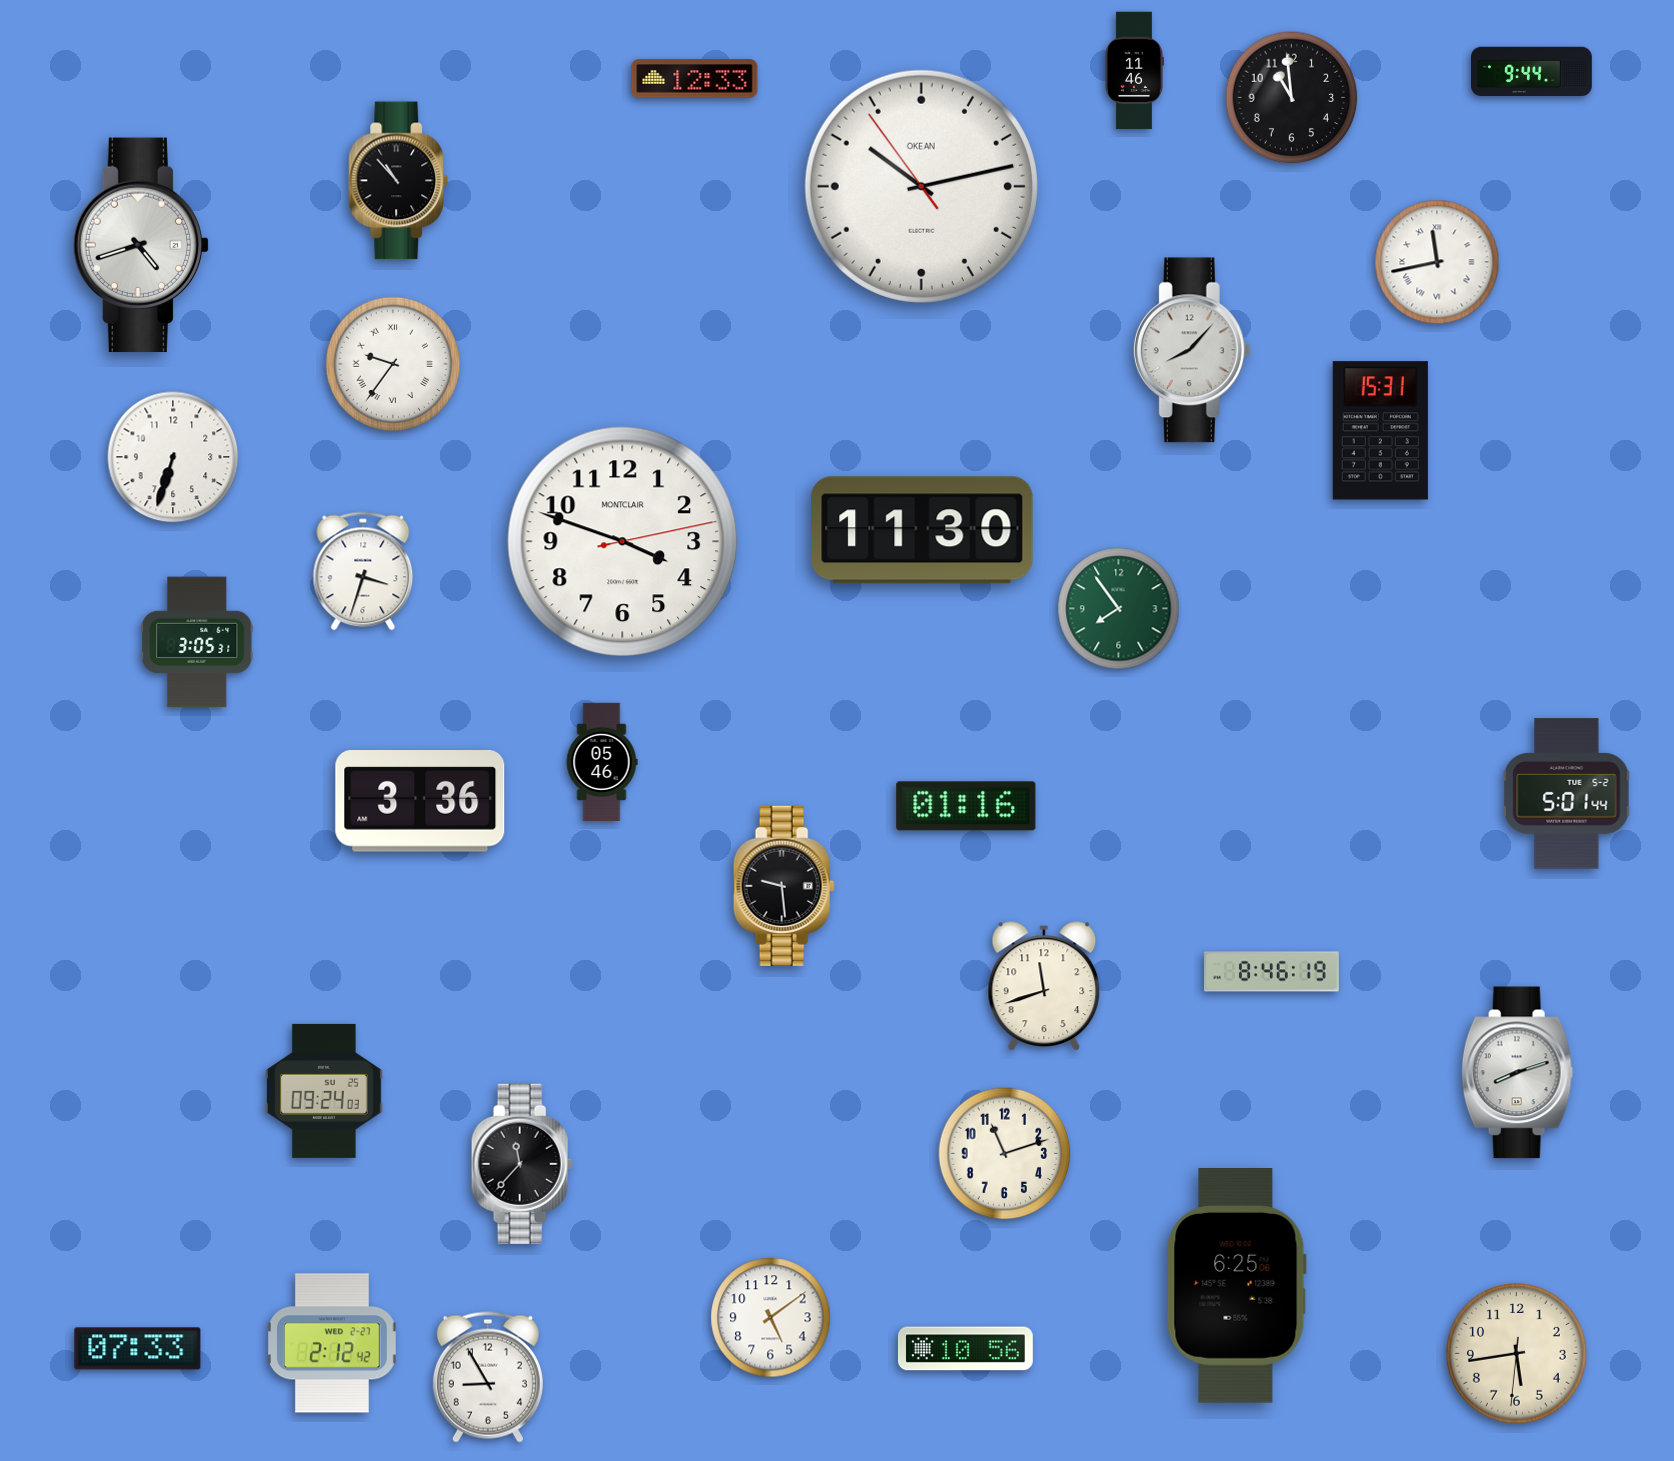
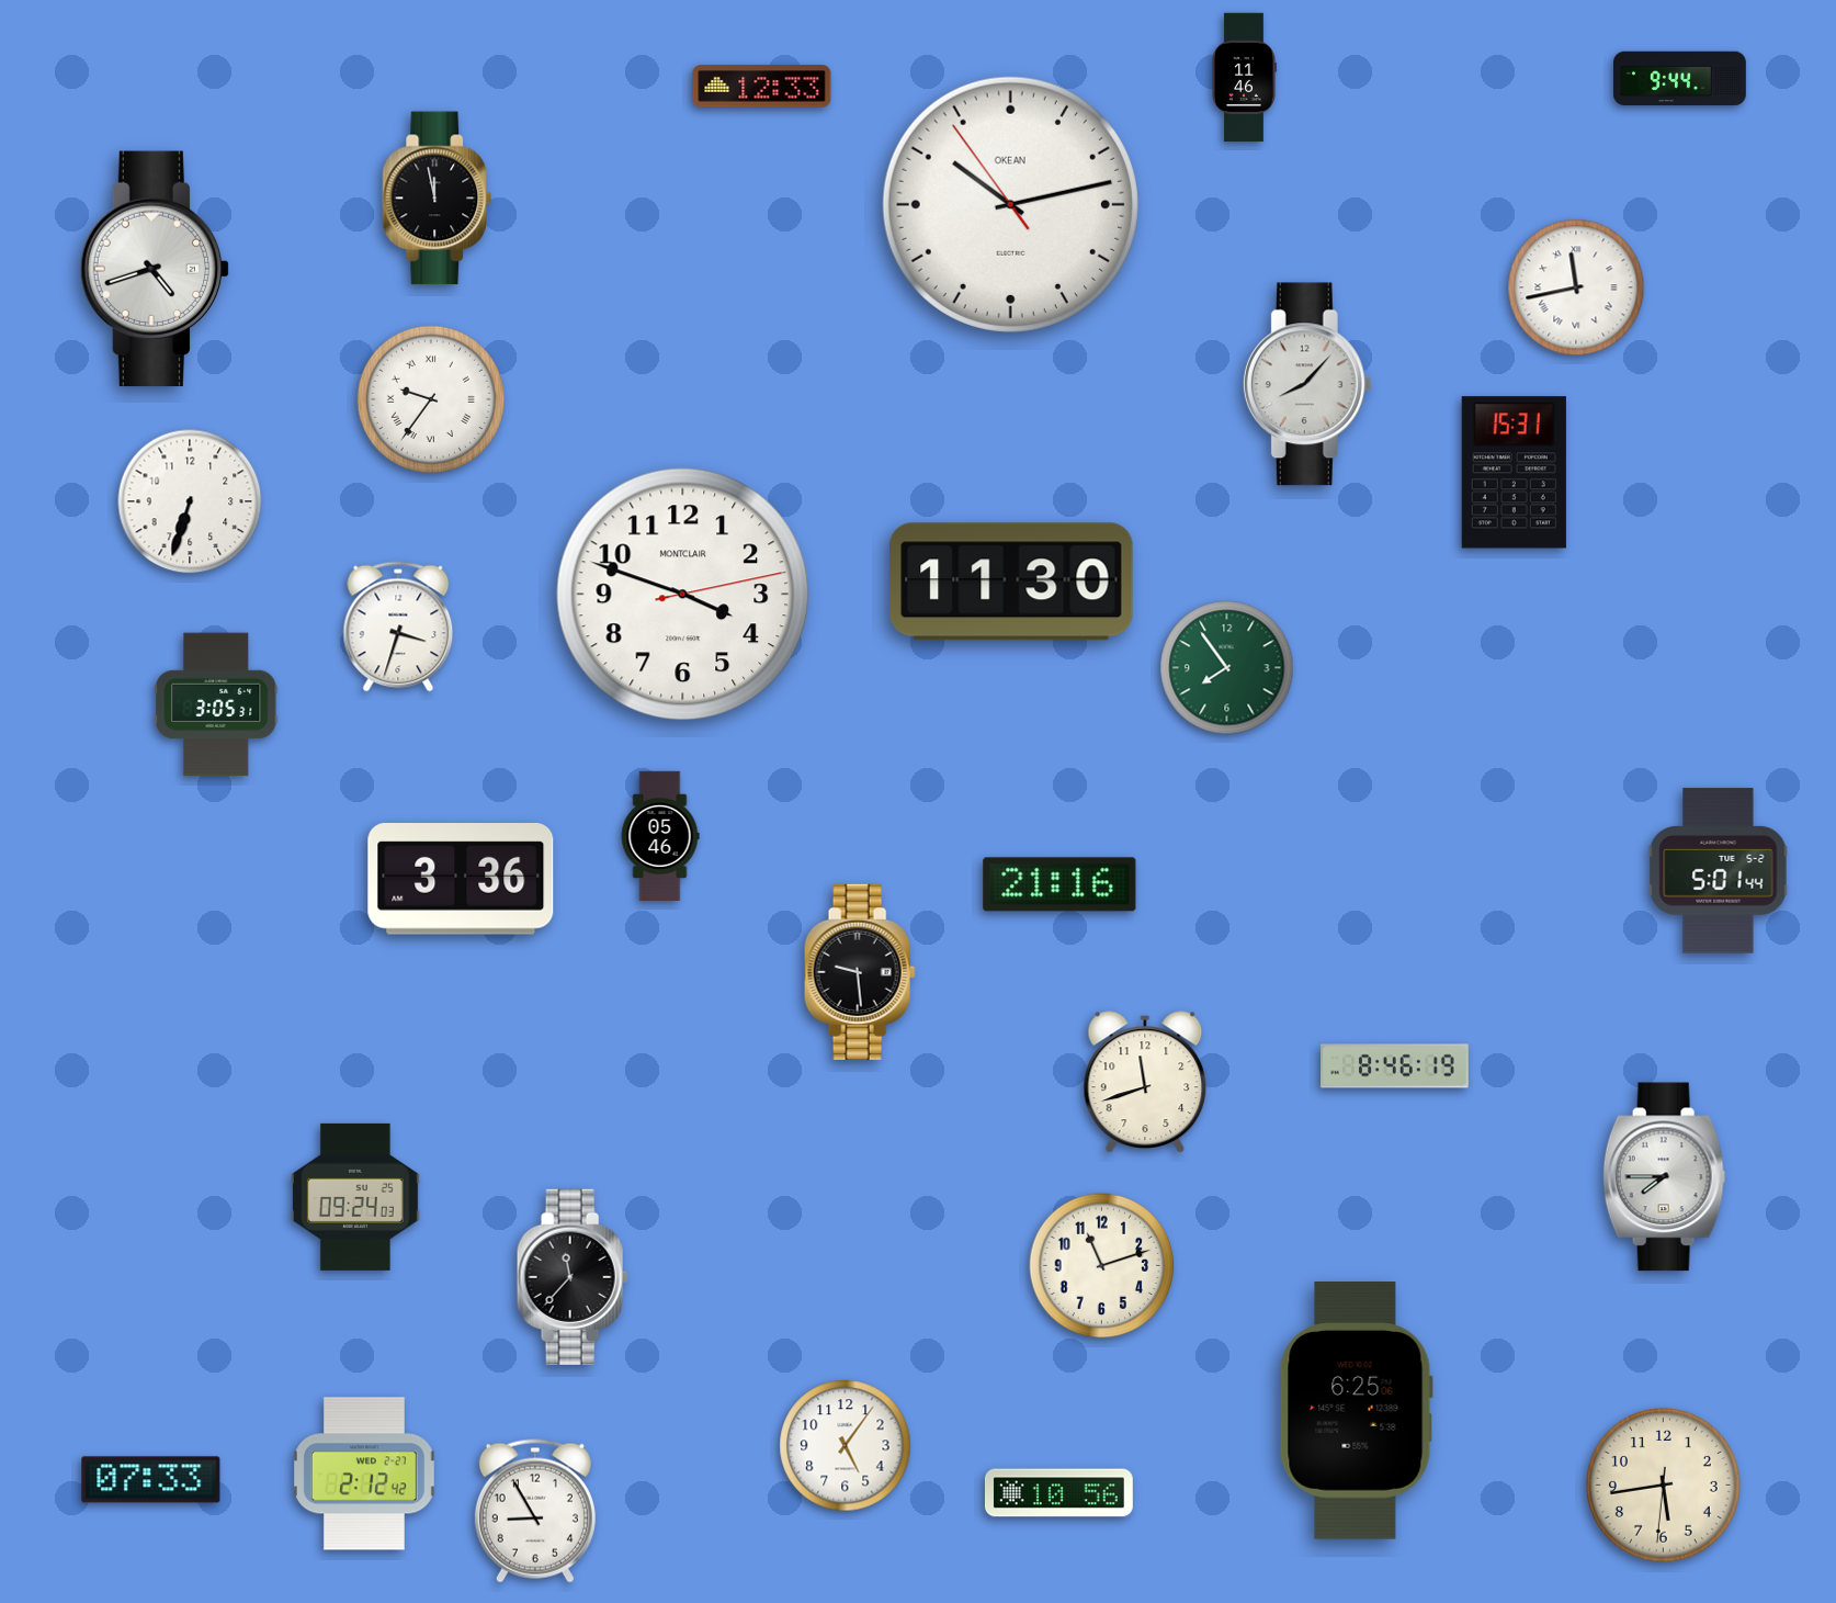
clock at (1292, 98): 10:59 -> none
clock at (399, 181): 10:53 -> 11:58
clock at (966, 806): 01:16 -> 21:16
clock at (1517, 1073): 8:12 -> 7:45
clock at (771, 1318): 5:09 -> 5:06
clock at (965, 1349) position: (965, 1349) -> (1058, 1493)
